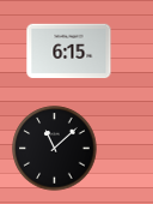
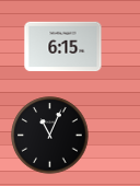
clock at (55, 149): 11:08 -> 11:04
